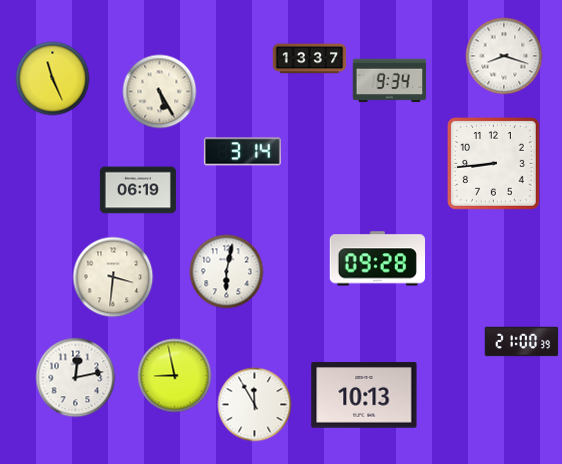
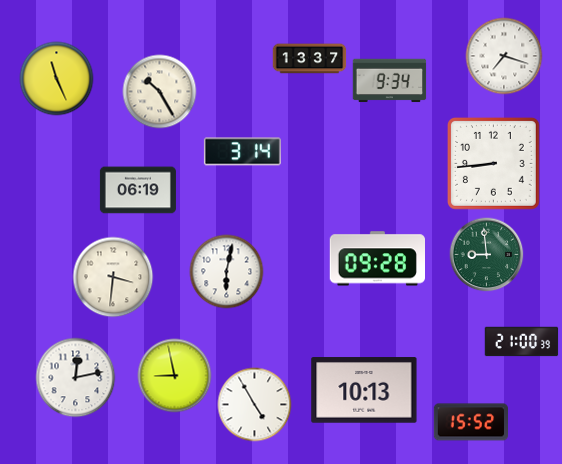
clock at (504, 56): 8:18 -> 7:18
clock at (53, 79) position: (53, 79) -> (57, 79)
clock at (160, 92): 5:25 -> 10:25
clock at (487, 255): none -> 8:59
clock at (364, 395) position: (364, 395) -> (364, 390)
clock at (255, 405): 11:55 -> 4:55
clock at (470, 422): none -> 15:52
